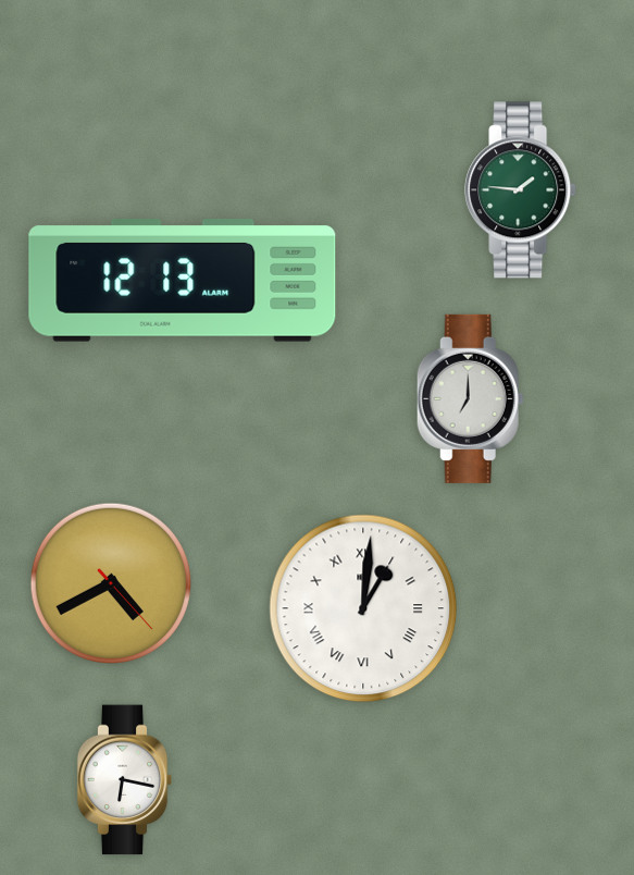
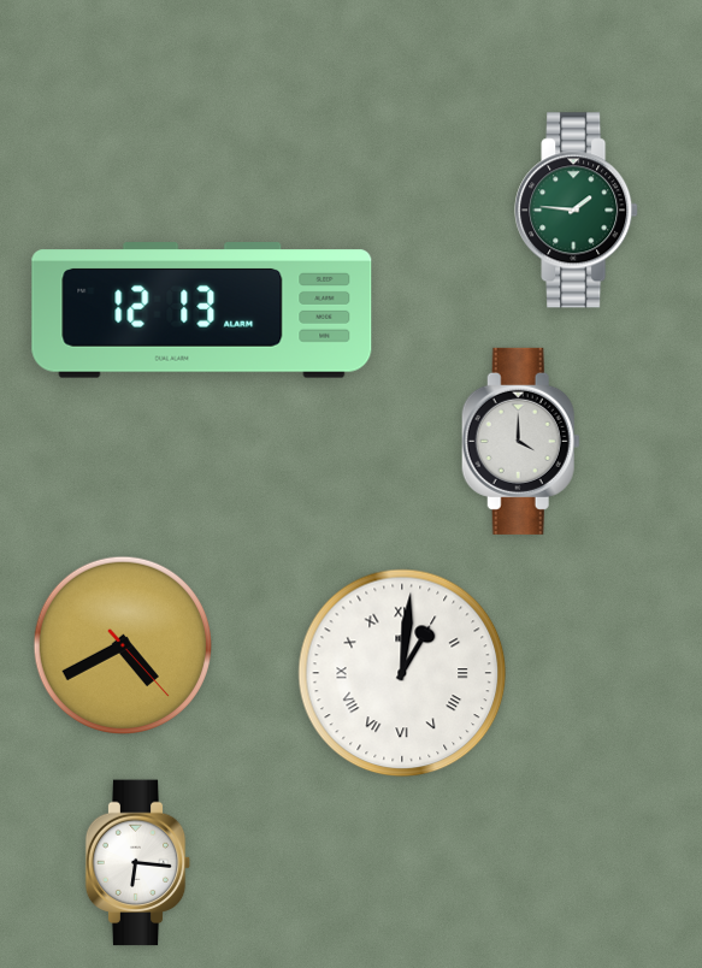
clock at (470, 398): 7:00 -> 4:00
clock at (125, 780): 6:17 -> 6:16
